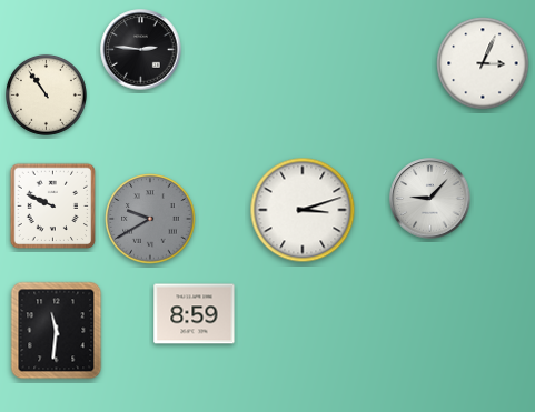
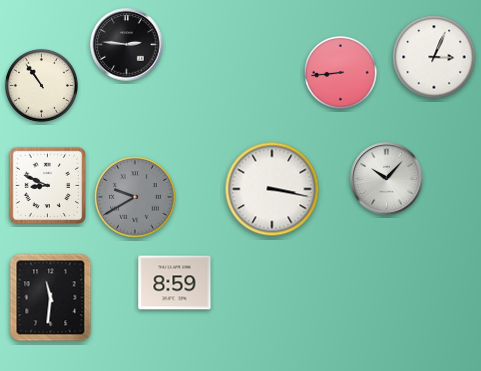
clock at (340, 72): none -> 8:44
clock at (430, 199): 9:07 -> 10:07
clock at (53, 207): 9:49 -> 8:49
clock at (303, 210): 3:12 -> 3:17
